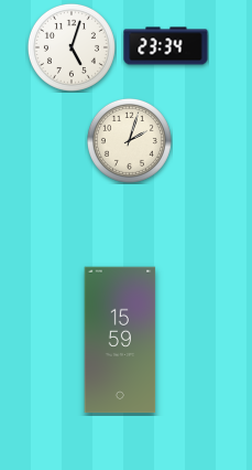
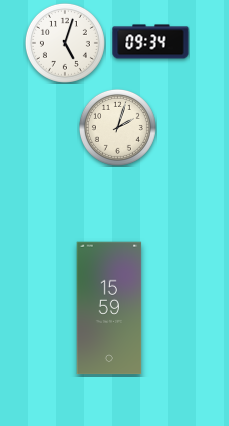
clock at (166, 46): 23:34 -> 09:34
